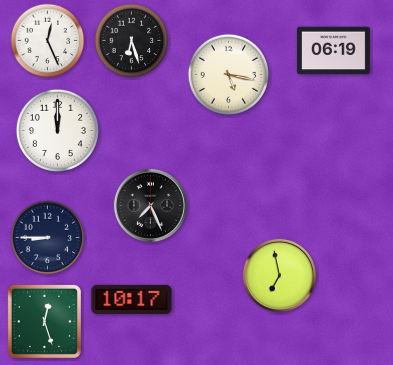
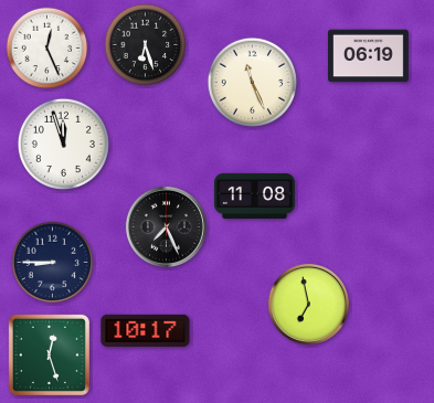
clock at (48, 41) position: (48, 41) -> (47, 49)
clock at (228, 74): 5:17 -> 11:26
clock at (57, 130): 12:00 -> 11:57
clock at (255, 195): none -> 11:08
